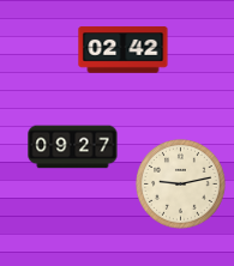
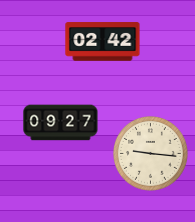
clock at (181, 185): 9:13 -> 9:16
